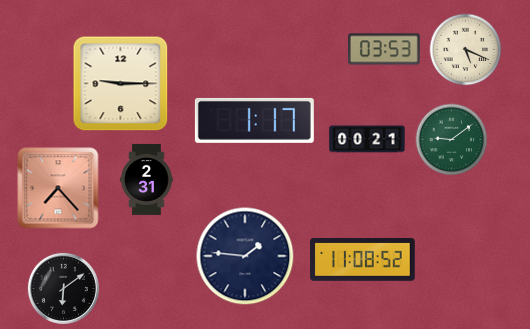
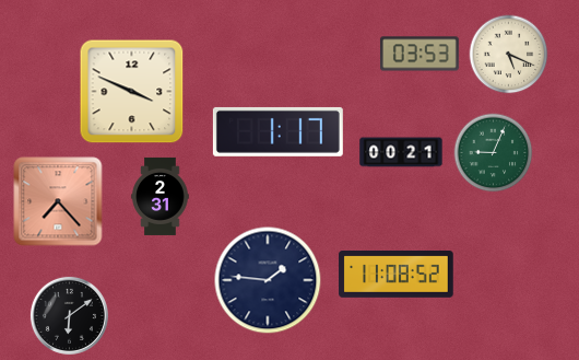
clock at (121, 84): 9:15 -> 3:49
clock at (452, 140): 9:09 -> 9:04
clock at (58, 188) position: (58, 188) -> (58, 201)
clock at (363, 260) position: (363, 260) -> (397, 275)
